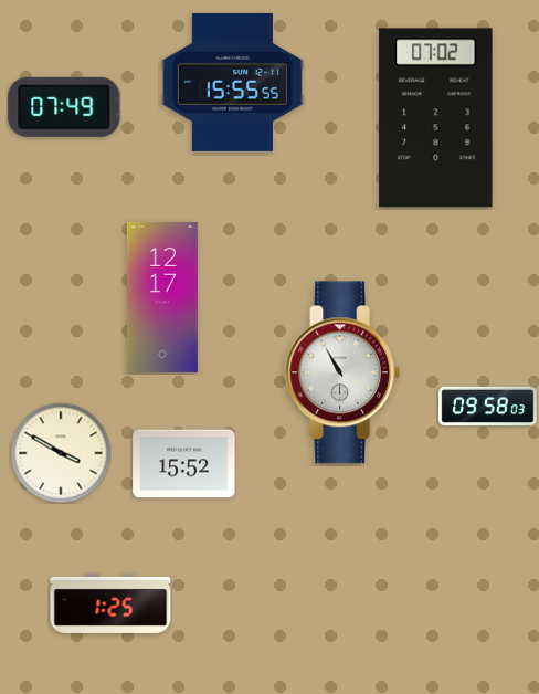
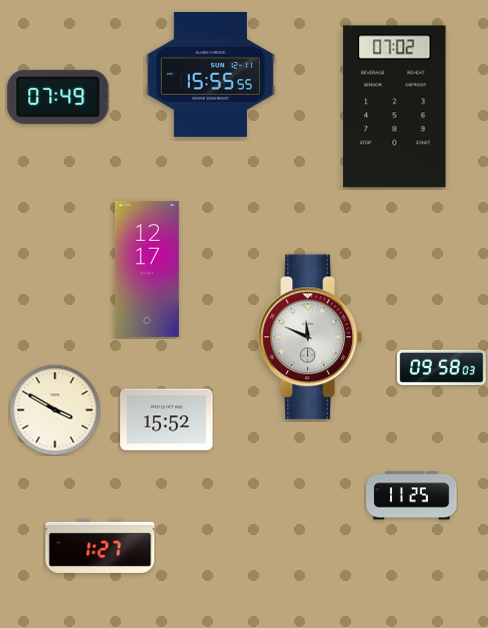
clock at (341, 372): 10:55 -> 11:49
clock at (412, 496): none -> 11:25
clock at (110, 603): 1:25 -> 1:27
